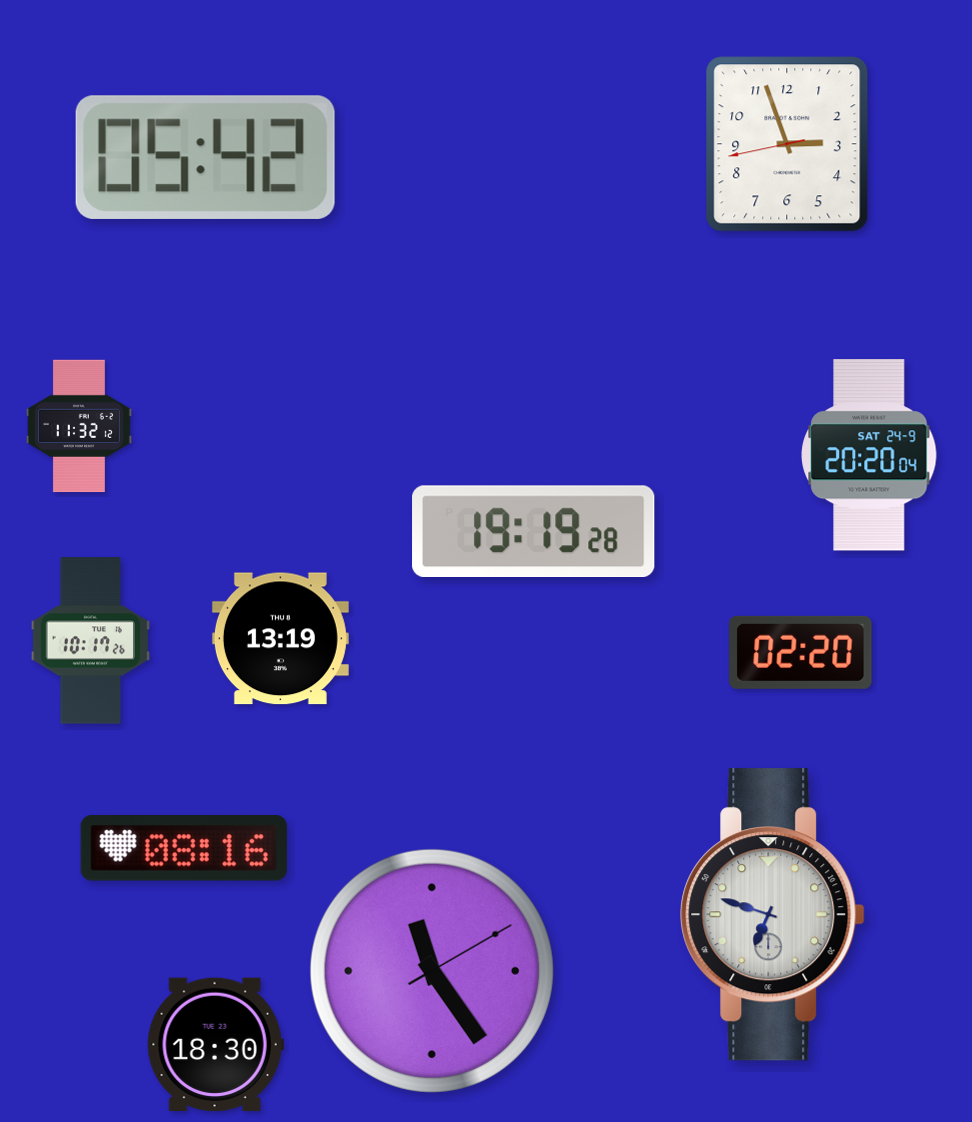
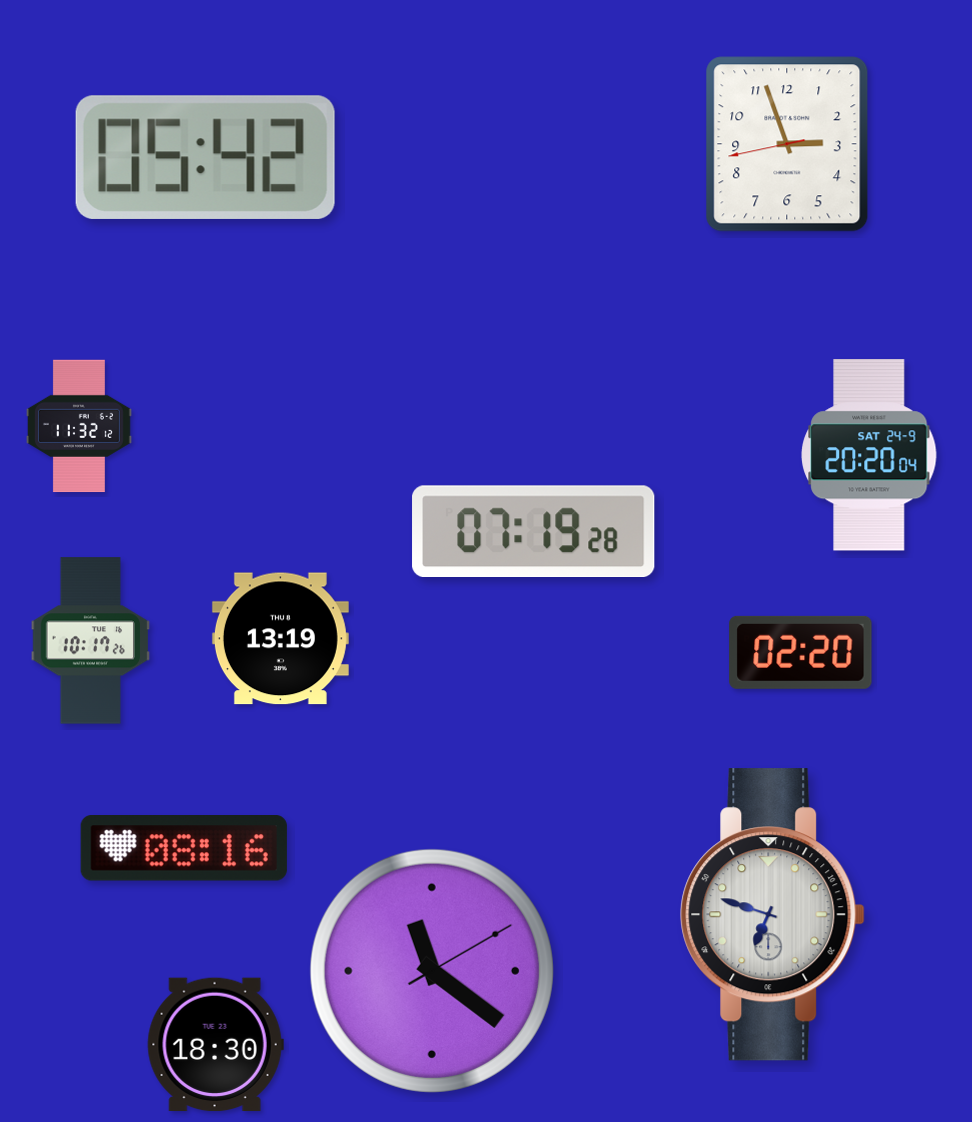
clock at (534, 531): 19:19 -> 07:19
clock at (432, 971): 11:24 -> 11:21
